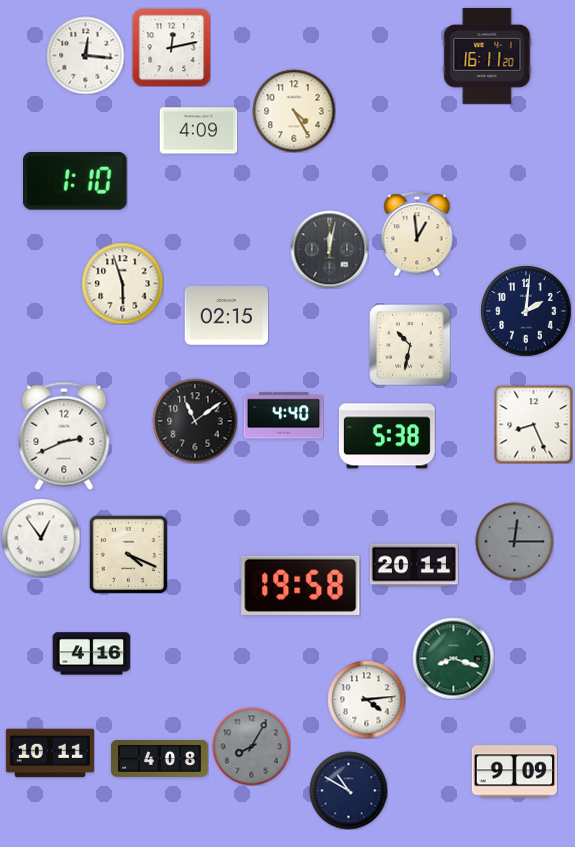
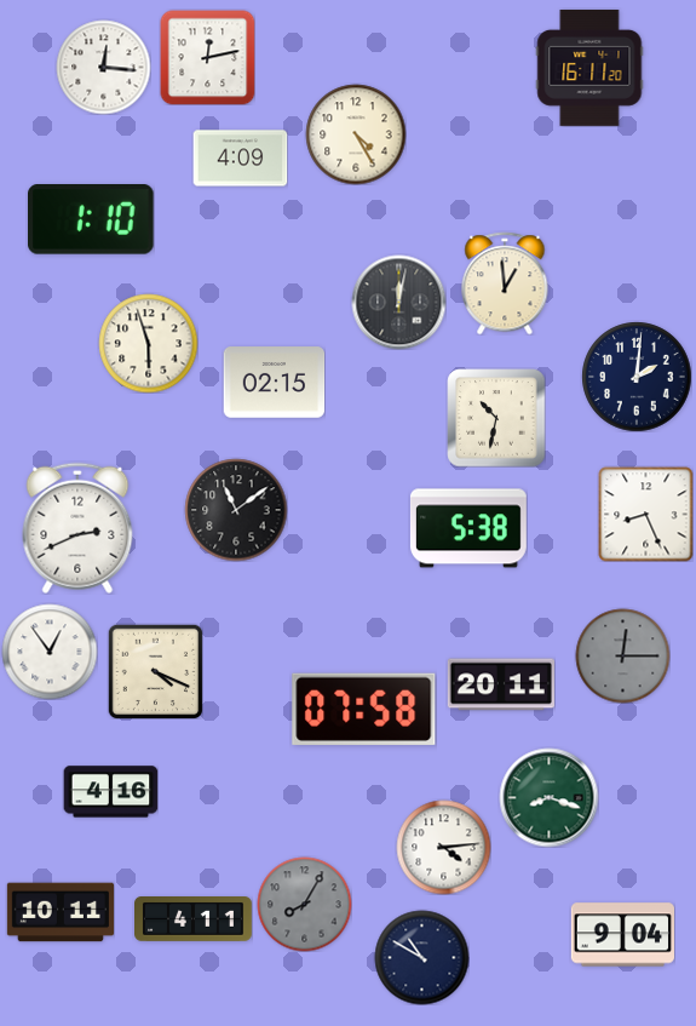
clock at (283, 416): 4:40 -> none
clock at (301, 585): 19:58 -> 07:58
clock at (160, 759): 4:08 -> 4:11
clock at (514, 772): 9:09 -> 9:04
